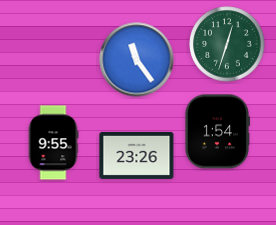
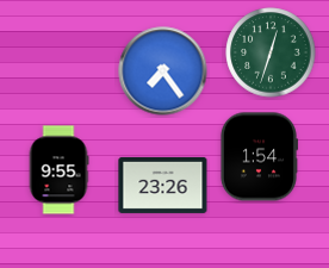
clock at (137, 60): 11:24 -> 7:24
clock at (53, 143) position: (53, 143) -> (58, 170)
